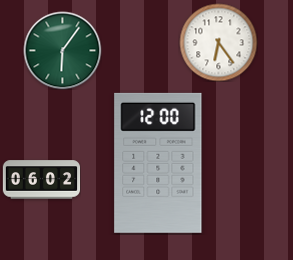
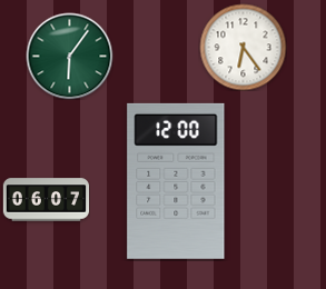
clock at (41, 180): 06:02 -> 06:07
